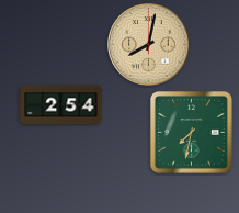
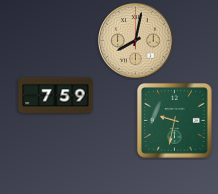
clock at (61, 105): 2:54 -> 7:59
clock at (191, 132): 7:32 -> 9:32
